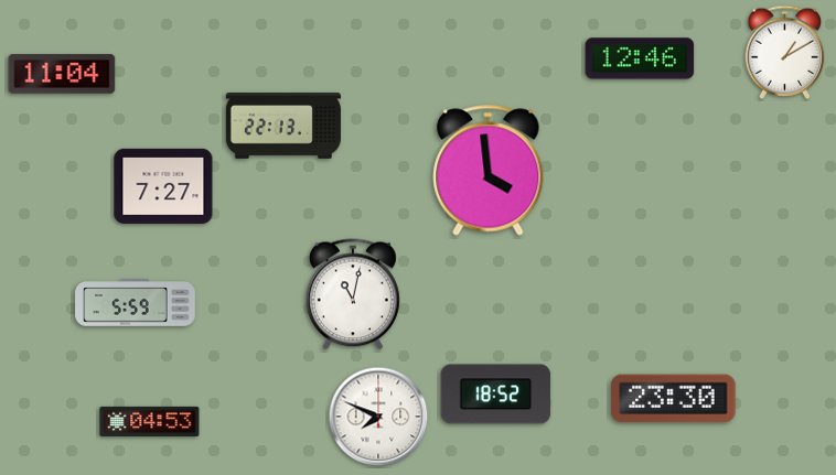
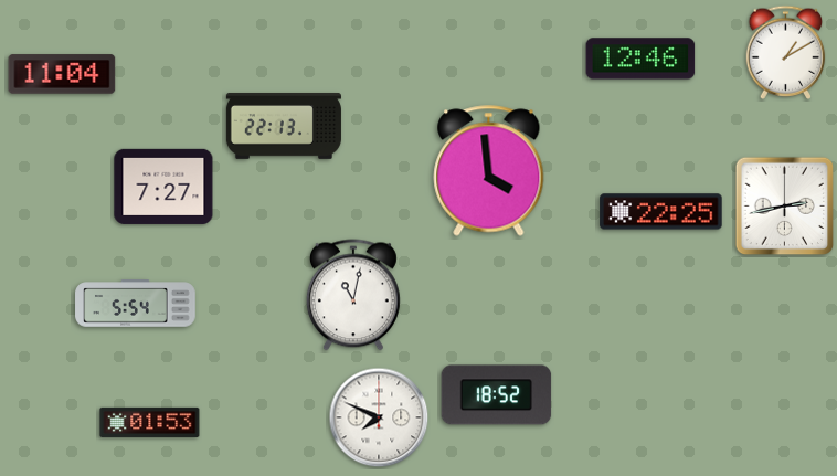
clock at (785, 207): none -> 2:43
clock at (661, 212): none -> 22:25
clock at (136, 303): 5:59 -> 5:54
clock at (674, 399): 23:30 -> none
clock at (150, 421): 04:53 -> 01:53
